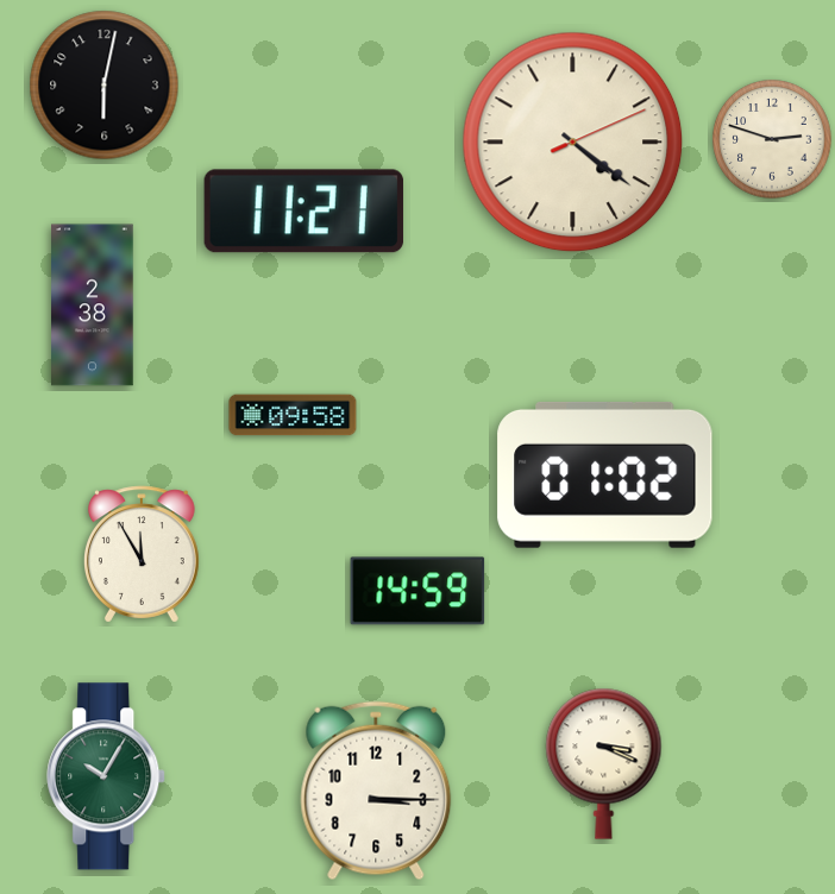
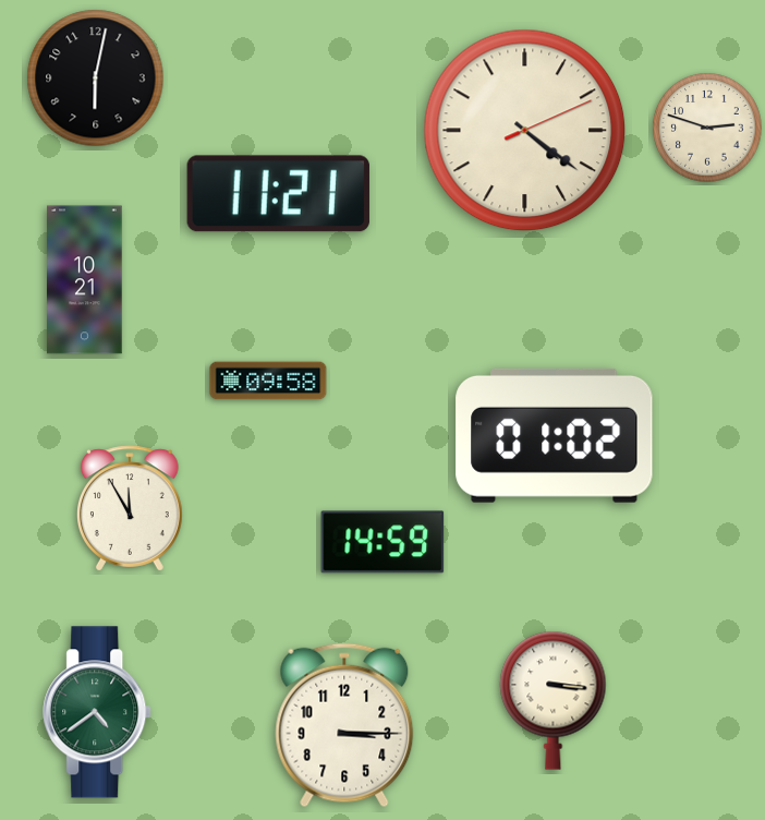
clock at (93, 306): 2:38 -> 10:21
clock at (604, 763): 3:19 -> 3:16
clock at (107, 776): 10:05 -> 4:39
